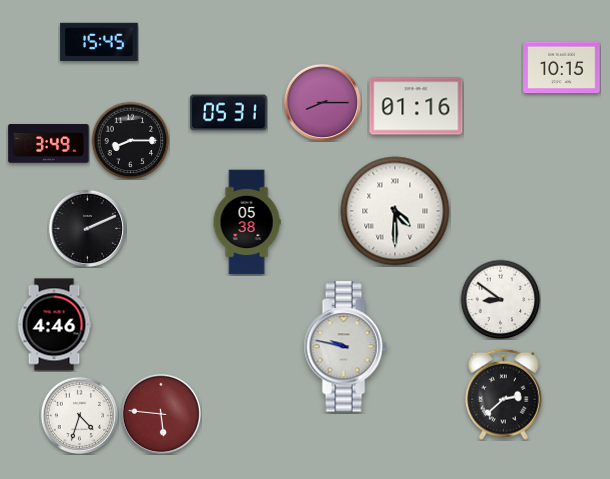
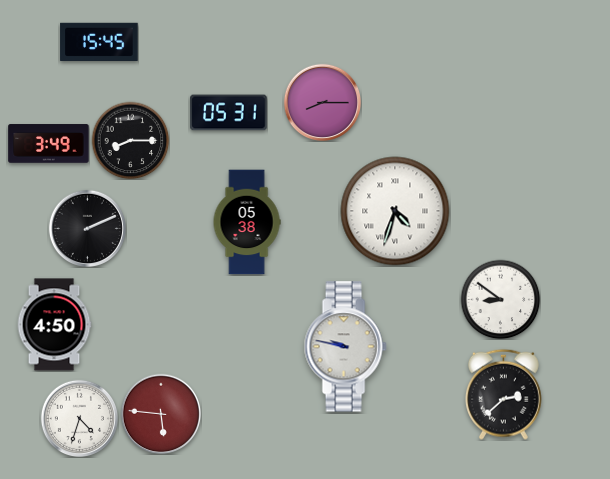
clock at (562, 68): 10:15 -> none
clock at (416, 106): 01:16 -> none
clock at (395, 211): 4:30 -> 4:33
clock at (54, 325): 4:46 -> 4:50
clock at (79, 415) position: (79, 415) -> (79, 418)
